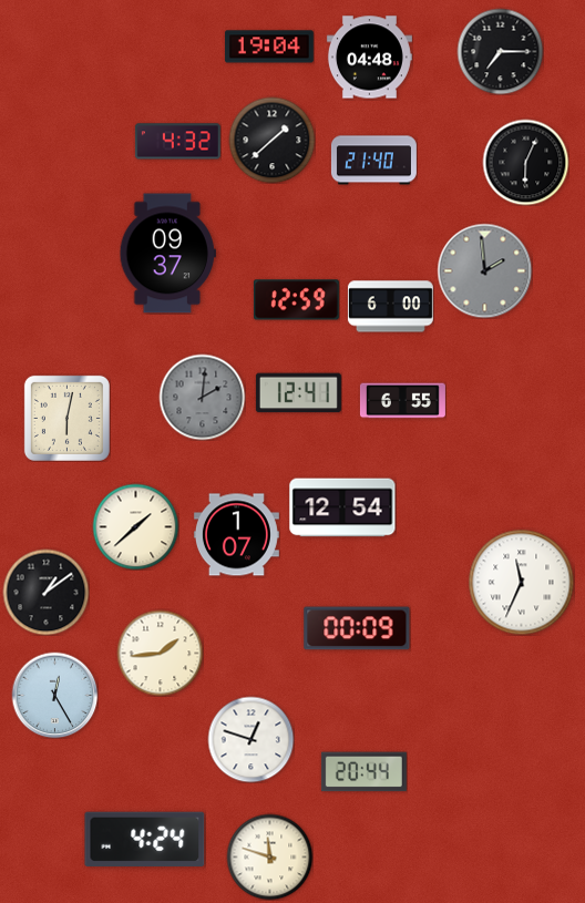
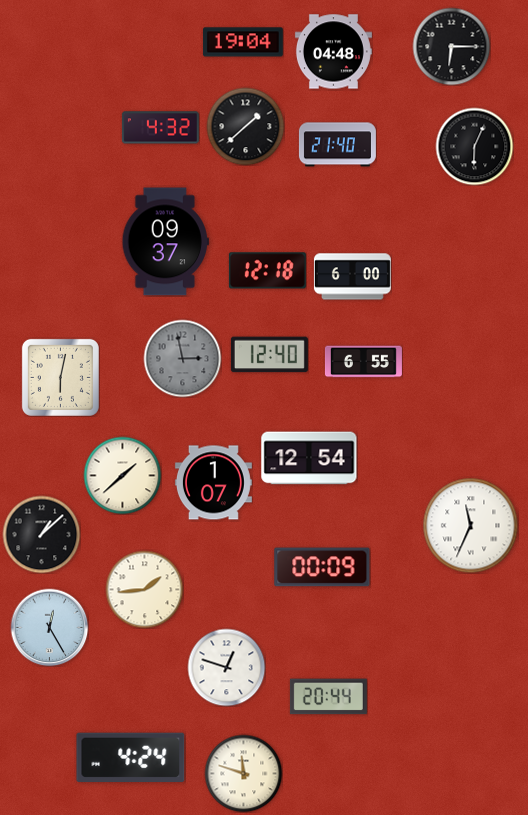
clock at (500, 51): 7:15 -> 6:15
clock at (167, 254) position: (167, 254) -> (165, 242)
clock at (484, 270): 1:59 -> none
clock at (296, 300): 12:59 -> 12:18
clock at (298, 393): 12:41 -> 12:40
clock at (202, 397): 2:01 -> 2:58
clock at (45, 592): 1:09 -> 1:08
